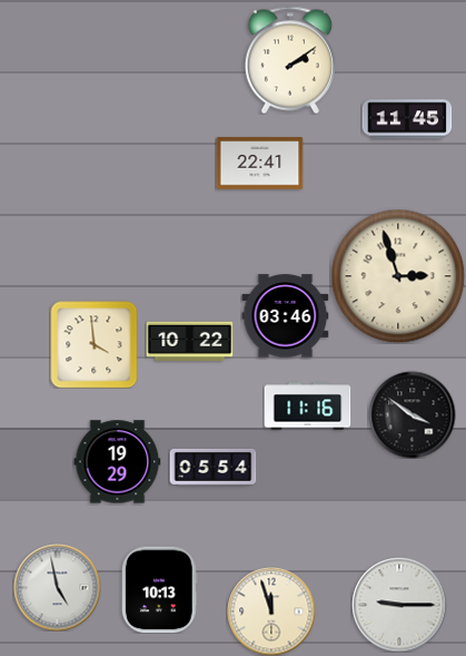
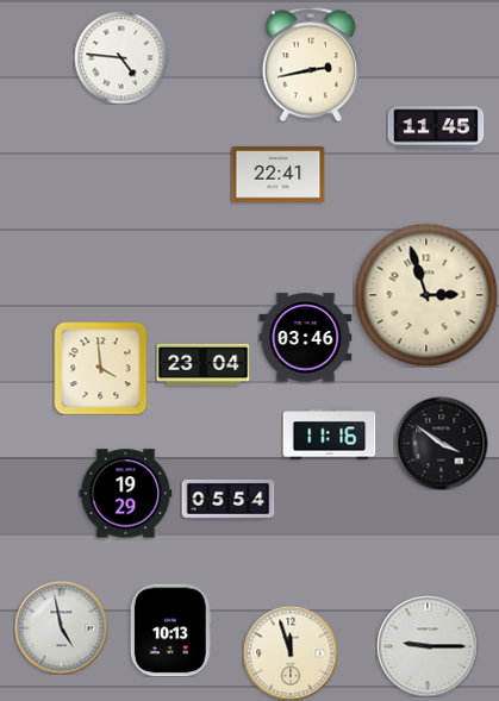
clock at (120, 57): none -> 4:46
clock at (290, 60): 2:09 -> 2:43
clock at (189, 341): 10:22 -> 23:04
